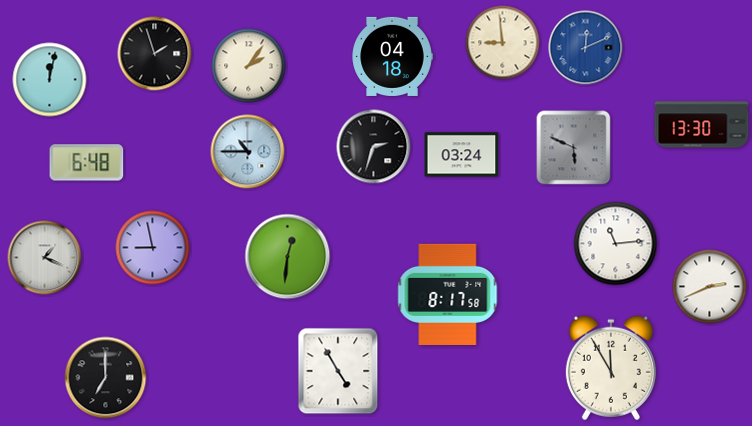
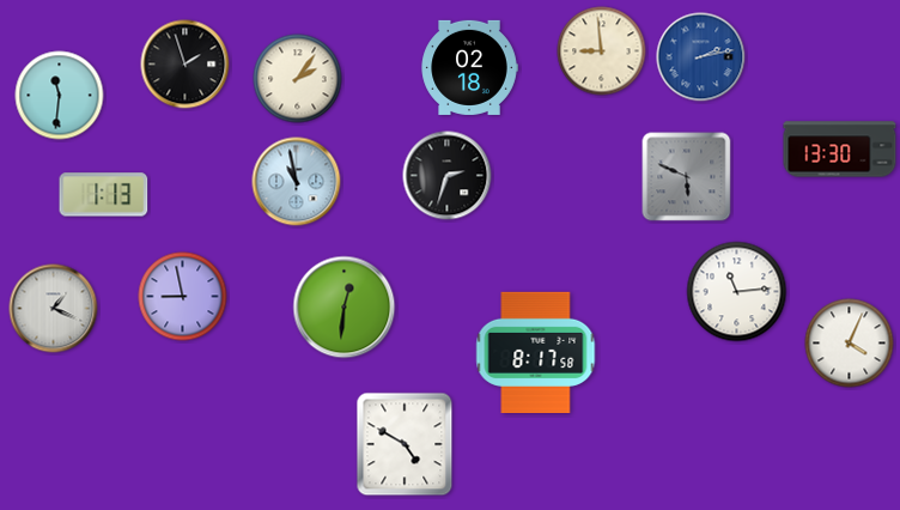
clock at (586, 48): 12:11 -> 2:13
clock at (392, 56): 04:18 -> 02:18
clock at (50, 80): 12:02 -> 11:31
clock at (248, 152): 10:45 -> 10:58
clock at (462, 155): 03:24 -> none
clock at (87, 163): 6:48 -> 1:13
clock at (710, 287): 2:41 -> 4:04
clock at (611, 368): 11:55 -> none
clock at (338, 371): 4:55 -> 4:50
clock at (106, 378): 7:00 -> none
